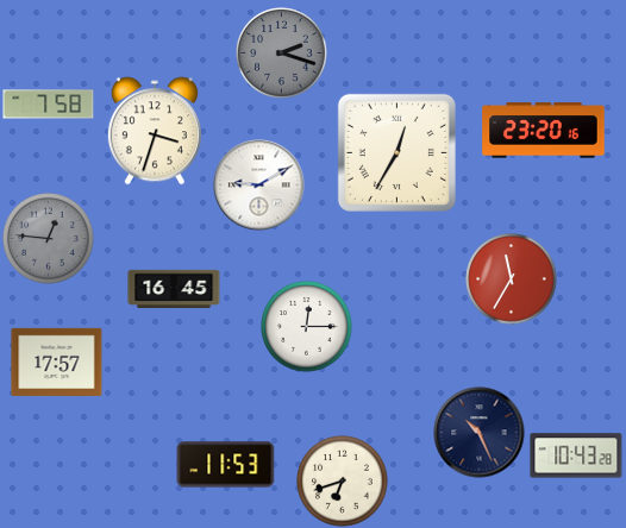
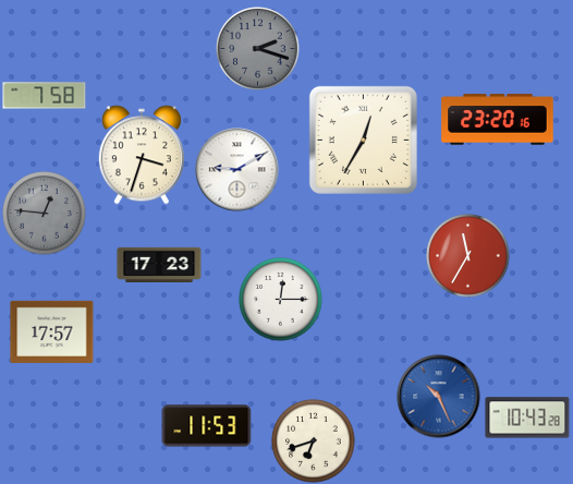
clock at (155, 131) position: (155, 131) -> (142, 155)
clock at (49, 239) position: (49, 239) -> (45, 214)
clock at (174, 289): 16:45 -> 17:23
clock at (480, 433) dial: navy -> blue
